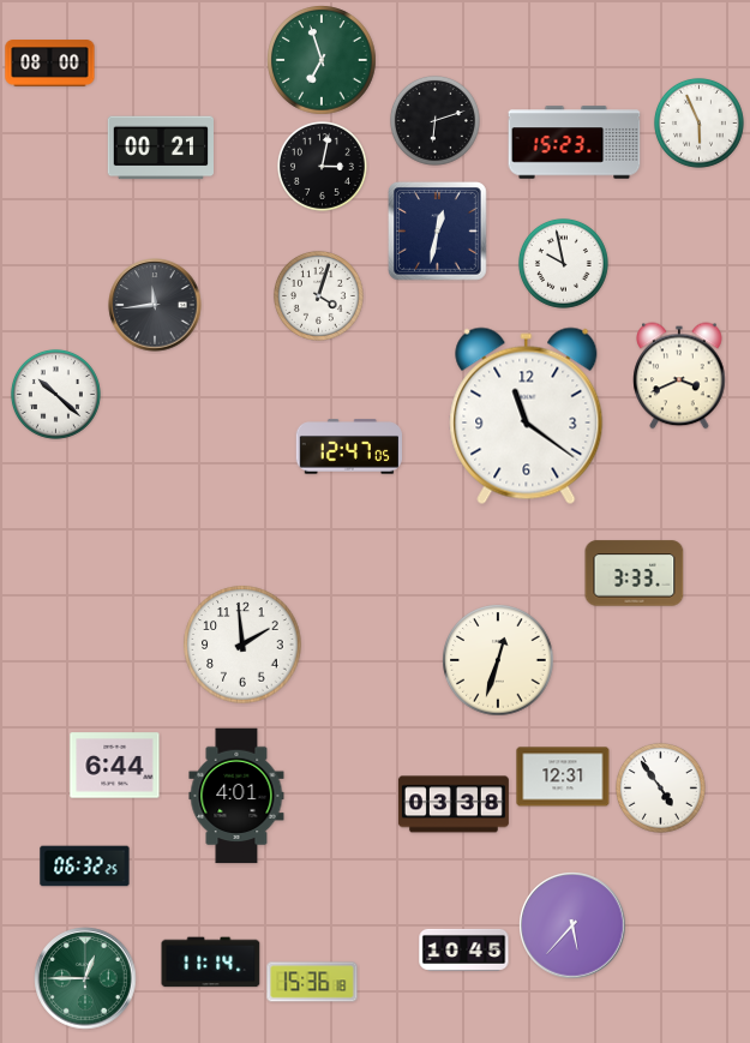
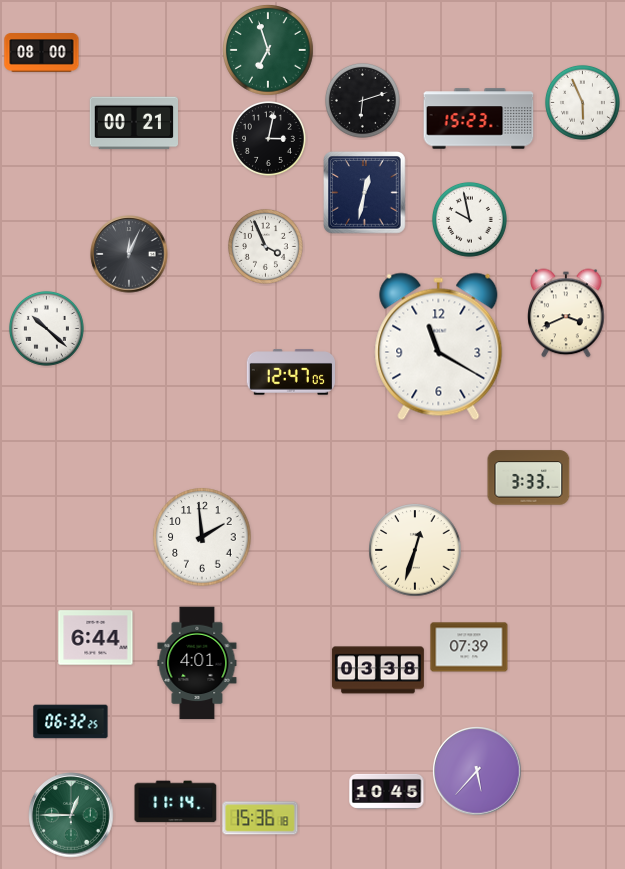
clock at (318, 295): 4:03 -> 3:56
clock at (155, 305): 11:44 -> 12:04
clock at (527, 416): 11:21 -> 11:20
clock at (563, 777): 12:31 -> 07:39
clock at (660, 787): 4:54 -> none
